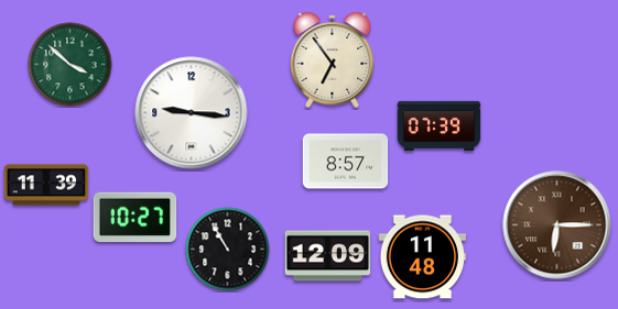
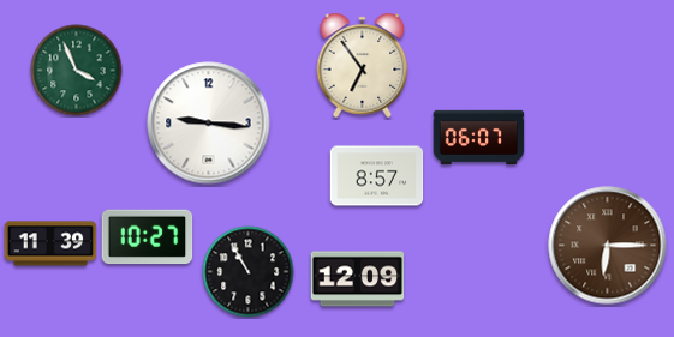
clock at (71, 65): 3:52 -> 3:56
clock at (440, 125): 07:39 -> 06:07
clock at (46, 185) position: (46, 185) -> (50, 243)
clock at (422, 257): 11:48 -> none
